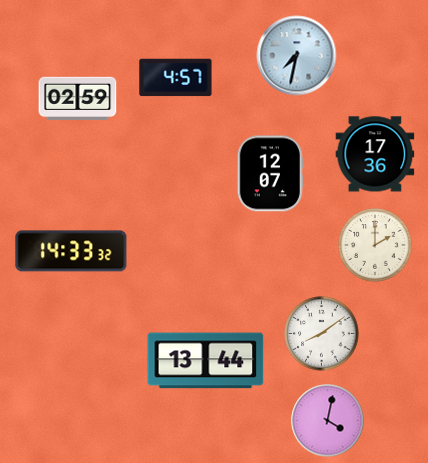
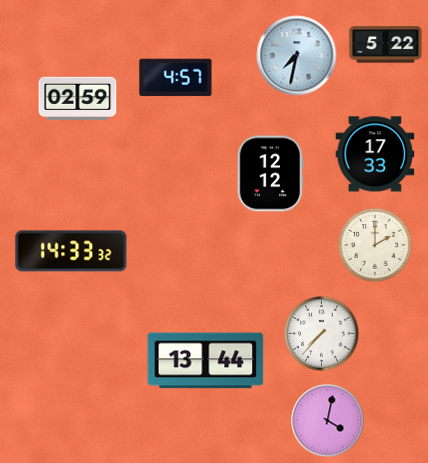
clock at (386, 45): none -> 5:22
clock at (375, 154): 17:36 -> 17:33
clock at (270, 174): 12:07 -> 12:12
clock at (322, 334): 8:09 -> 7:37
